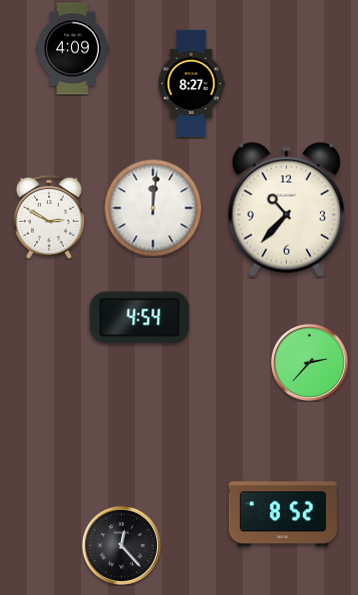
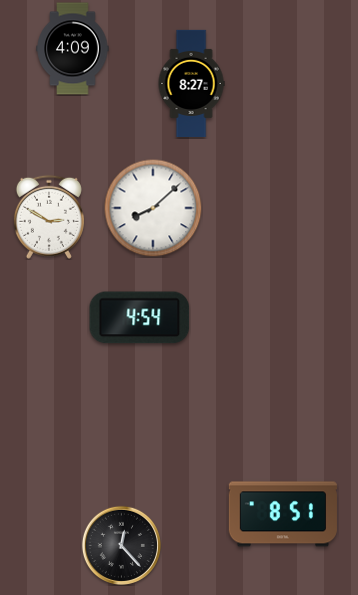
clock at (153, 208): 12:01 -> 8:08
clock at (286, 209): 10:37 -> none
clock at (309, 362): 2:37 -> none
clock at (283, 514): 8:52 -> 8:51
